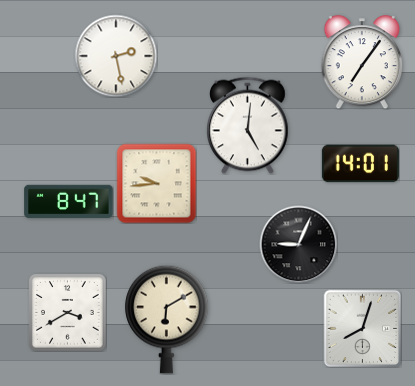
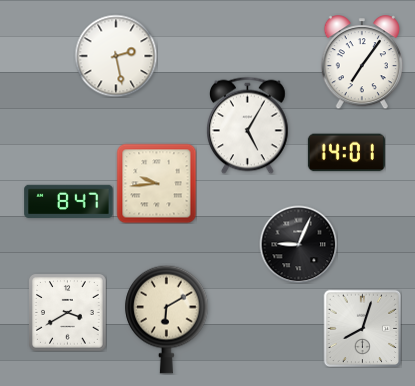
clock at (248, 125): 5:01 -> 5:05
clock at (360, 164) position: (360, 164) -> (346, 153)
